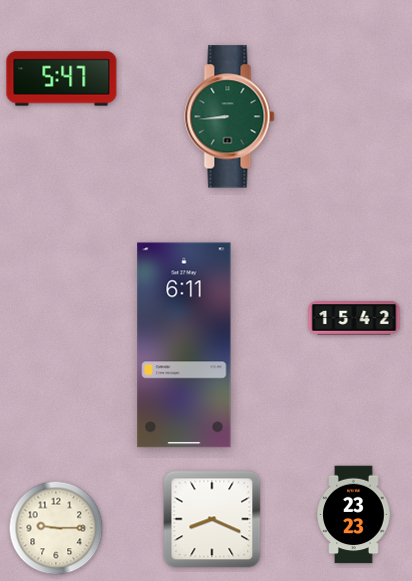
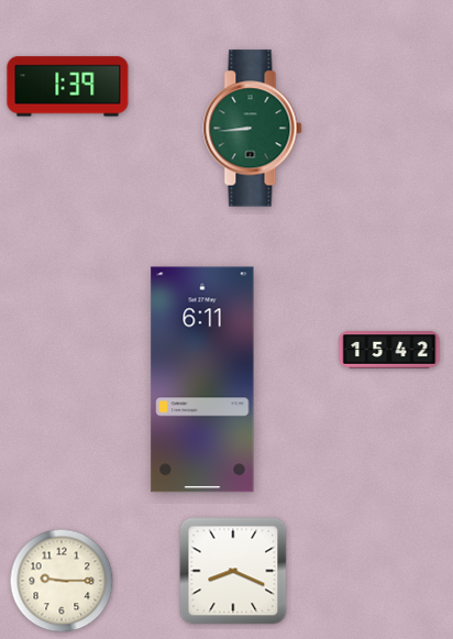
clock at (62, 79): 5:47 -> 1:39
clock at (354, 515): 23:23 -> none
